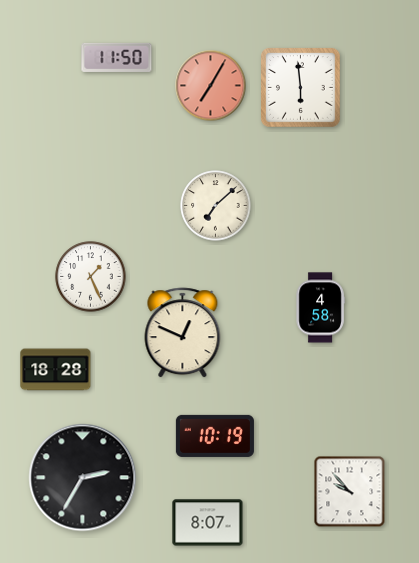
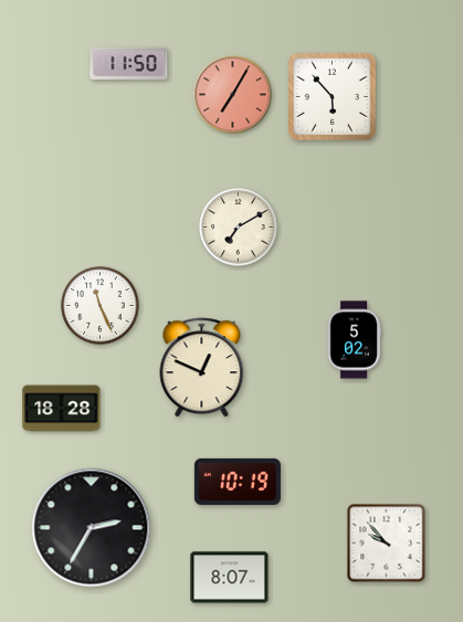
clock at (301, 88): 5:59 -> 5:53
clock at (216, 206): 7:08 -> 7:10
clock at (91, 277): 1:26 -> 11:26
clock at (320, 308): 4:58 -> 5:02
